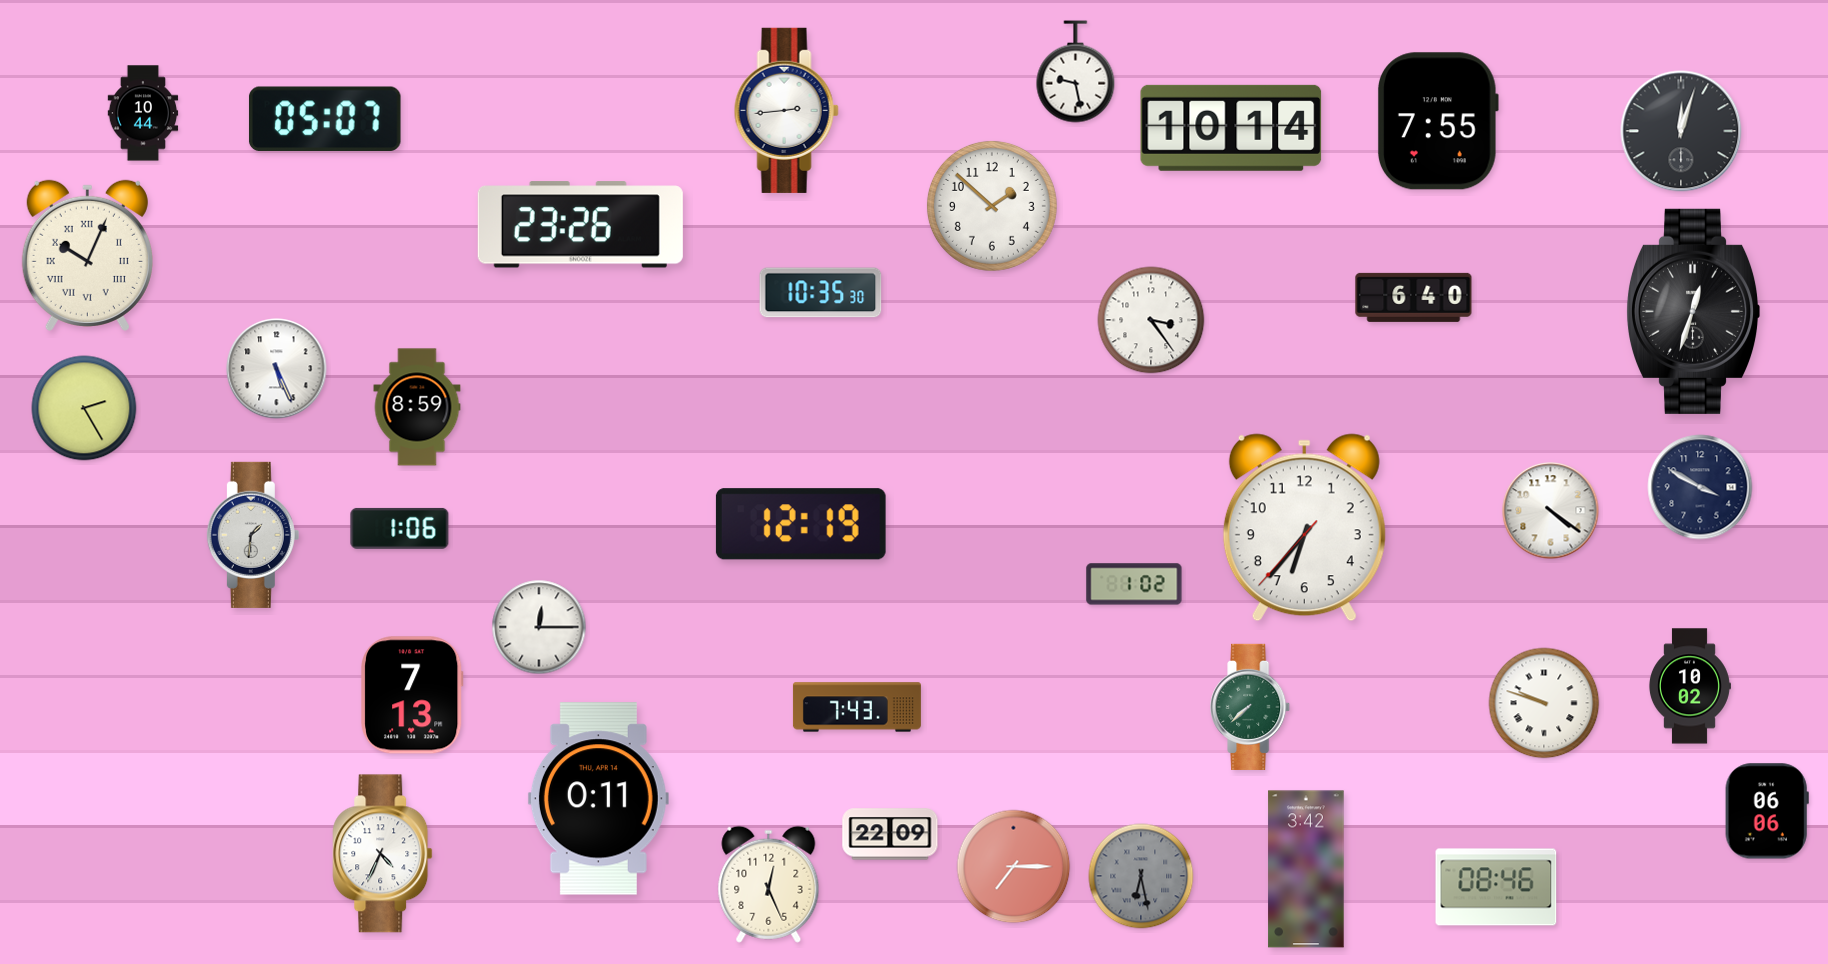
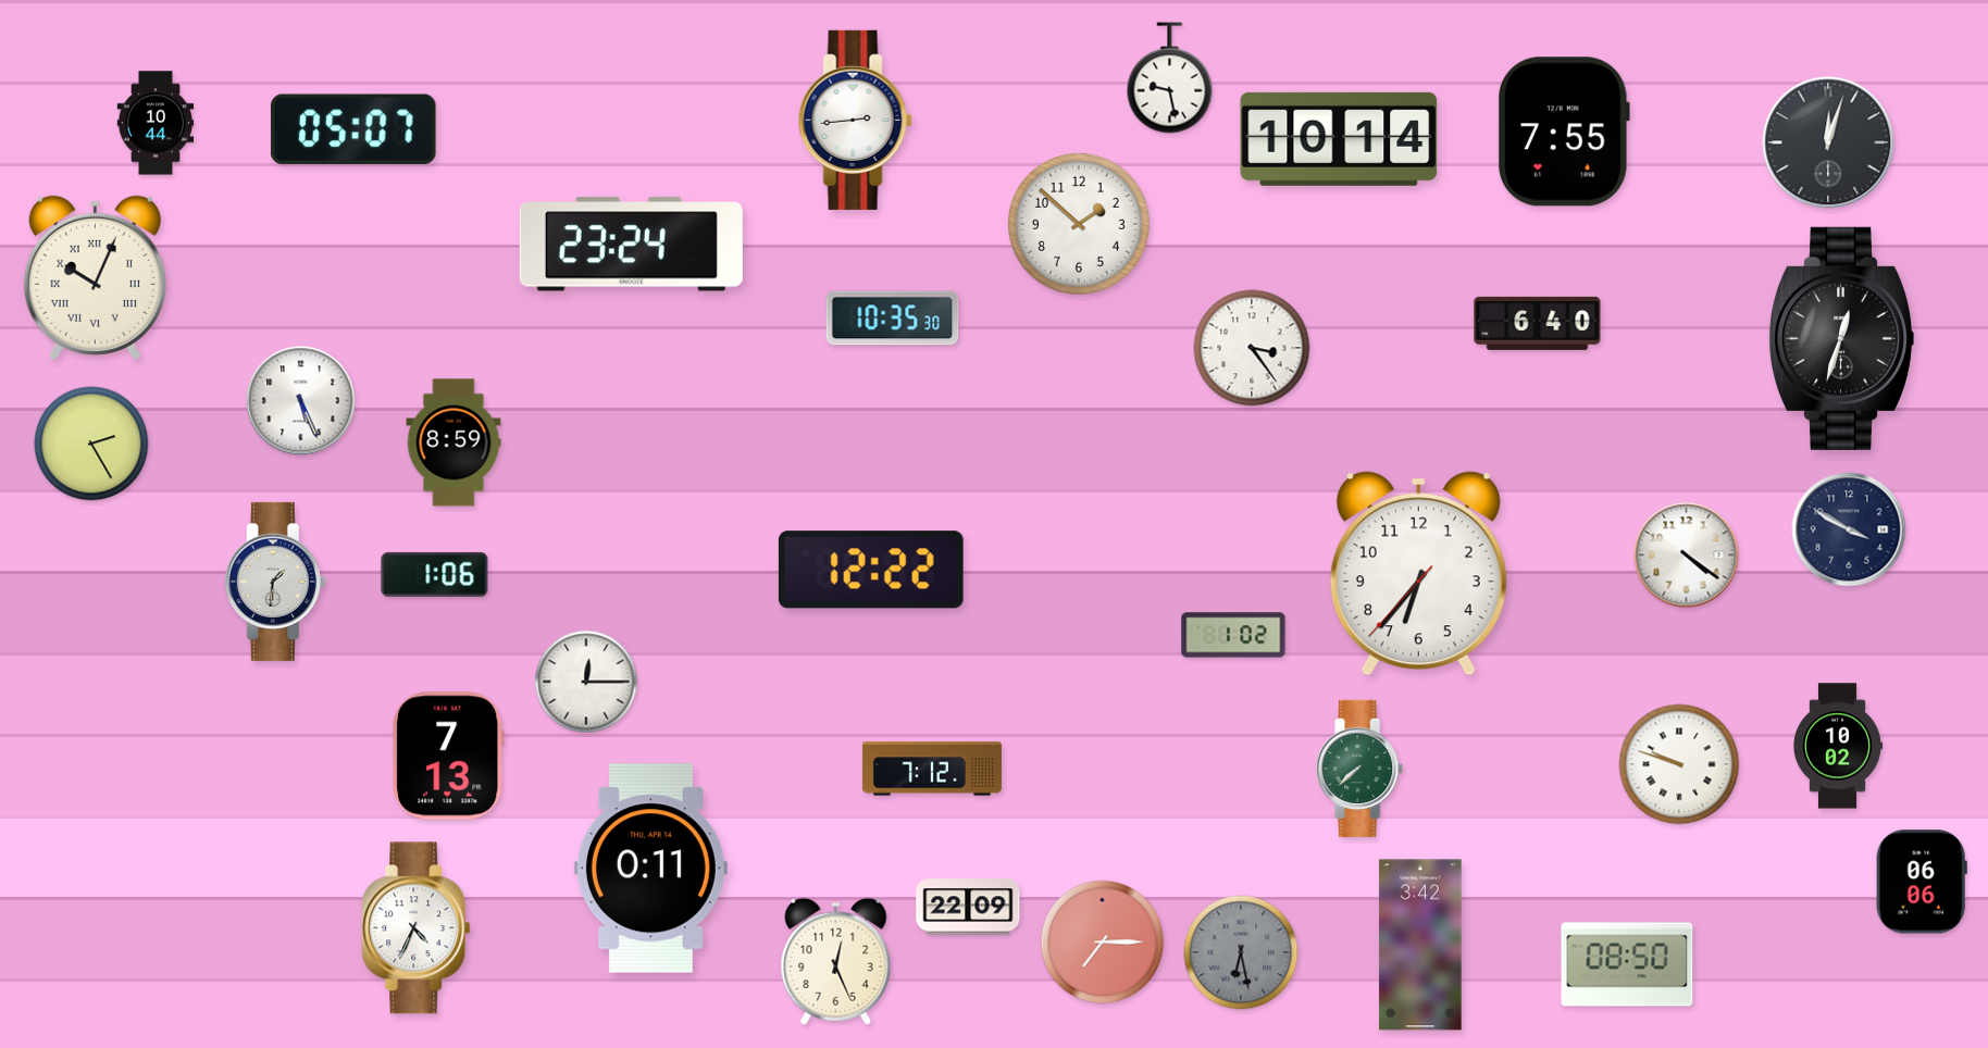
clock at (580, 225): 23:26 -> 23:24
clock at (801, 524): 12:19 -> 12:22
clock at (857, 707): 7:43 -> 7:12
clock at (1496, 887): 08:46 -> 08:50
